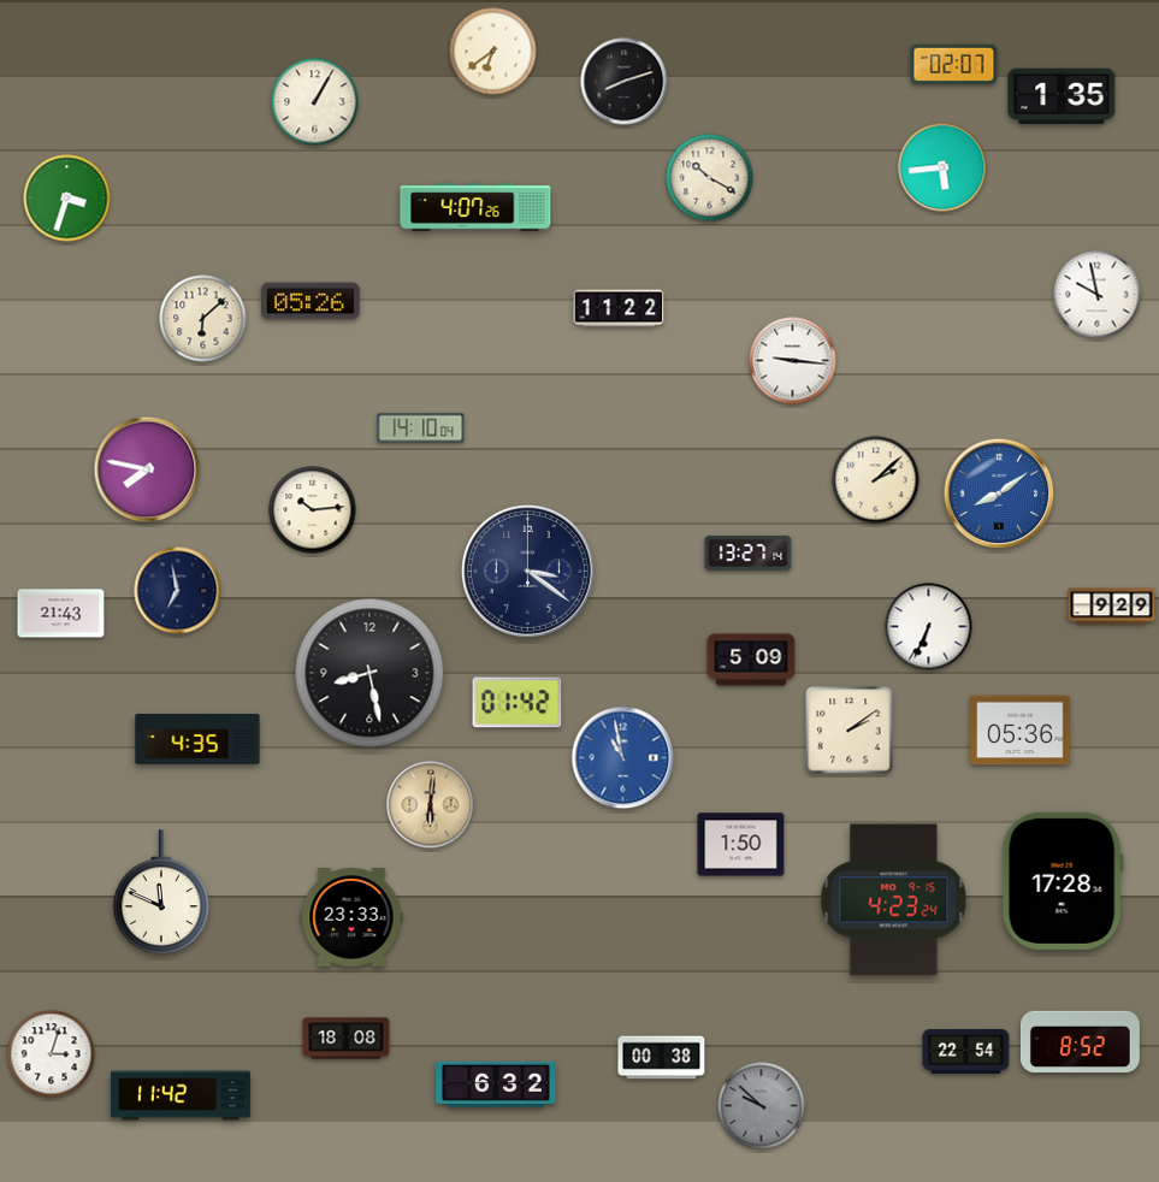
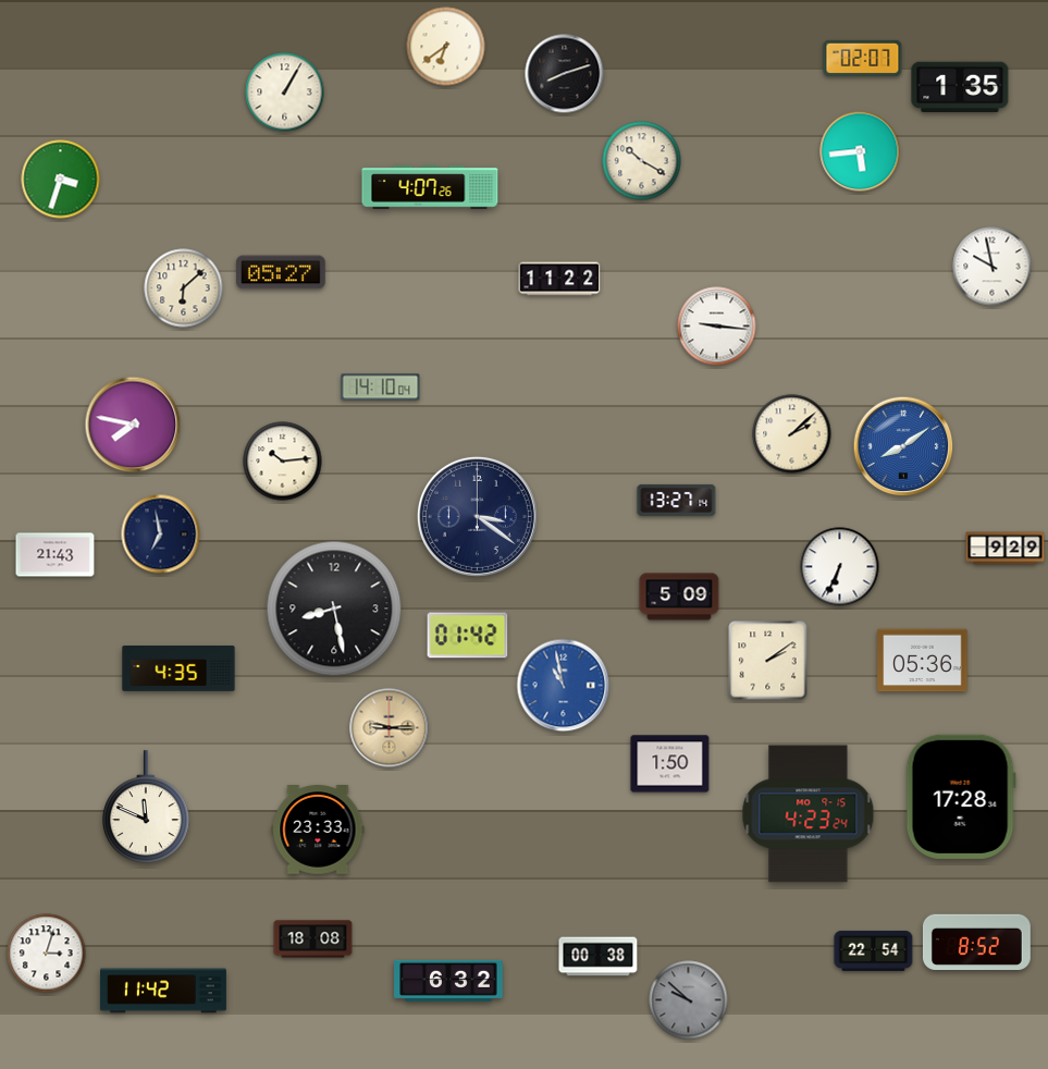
clock at (942, 167) position: (942, 167) -> (860, 151)
clock at (312, 301): 05:26 -> 05:27
clock at (431, 805): 6:01 -> 9:15
